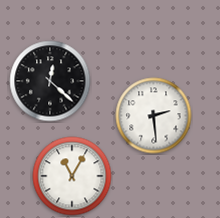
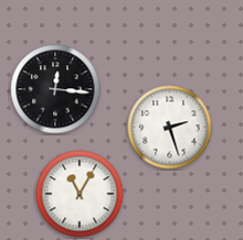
clock at (50, 81): 12:22 -> 12:16
clock at (154, 116): 2:29 -> 2:27
